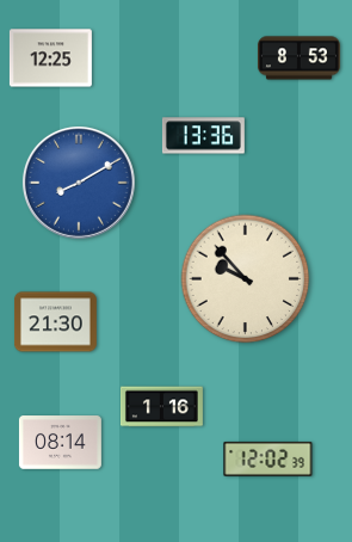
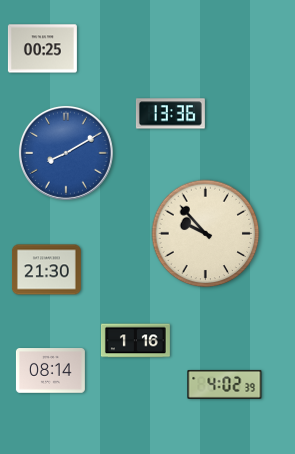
clock at (50, 58): 12:25 -> 00:25
clock at (298, 58): 8:53 -> none
clock at (268, 458): 12:02 -> 4:02
